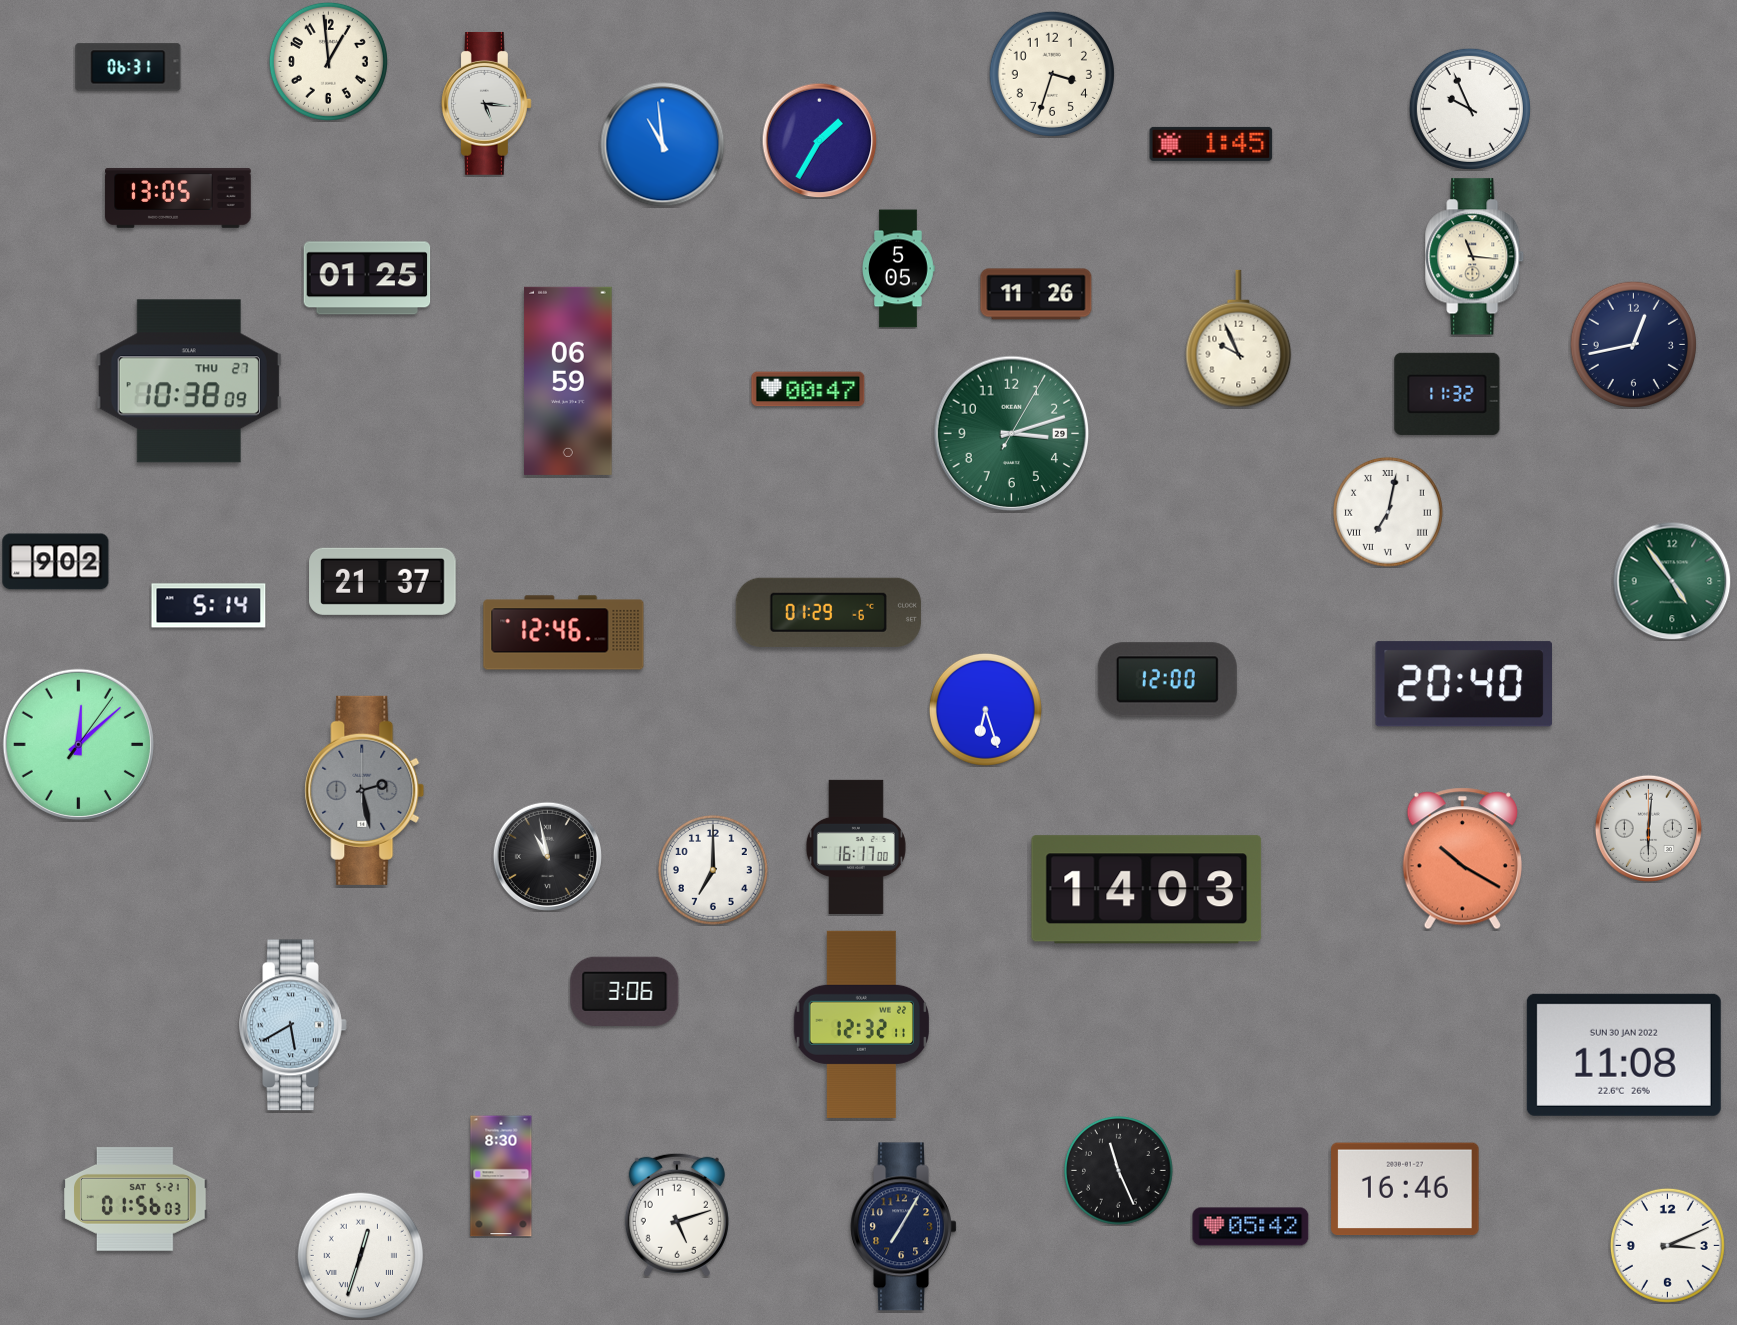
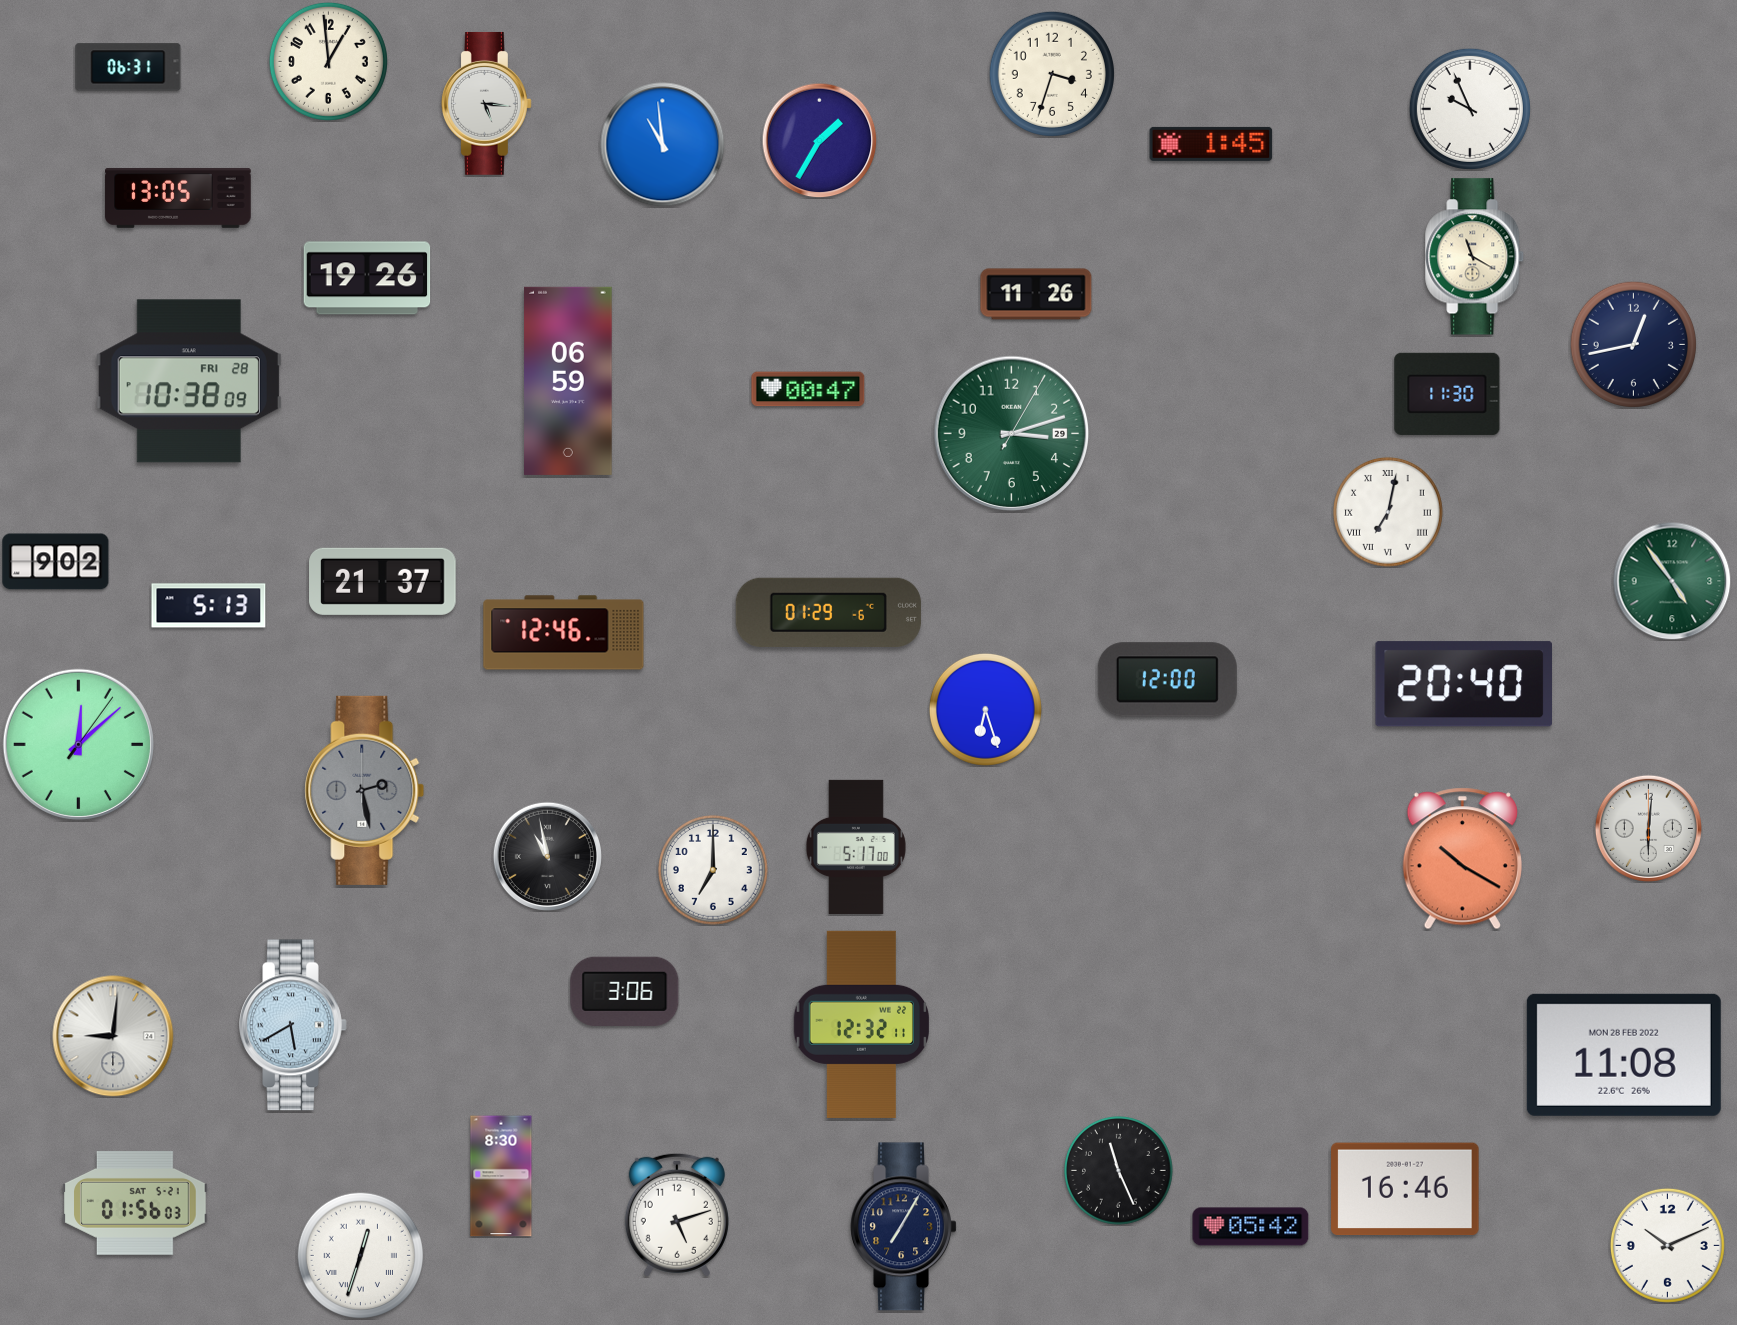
clock at (1475, 257): 11:16 -> 11:20
clock at (898, 269): 5:05 -> none
clock at (367, 278): 01:25 -> 19:26
clock at (1239, 339): 9:56 -> none
clock at (189, 381) date: THU 27 -> FRI 28
clock at (1447, 394): 11:32 -> 11:30
clock at (209, 606): 5:14 -> 5:13
clock at (856, 847): 16:17 -> 5:17
clock at (1147, 890): 14:03 -> none
clock at (113, 1036): none -> 9:01
clock at (1624, 1055) date: SUN 30 JAN 2022 -> MON 28 FEB 2022
clock at (135, 1200) position: (135, 1200) -> (135, 1204)
clock at (1667, 1245): 3:11 -> 10:11
